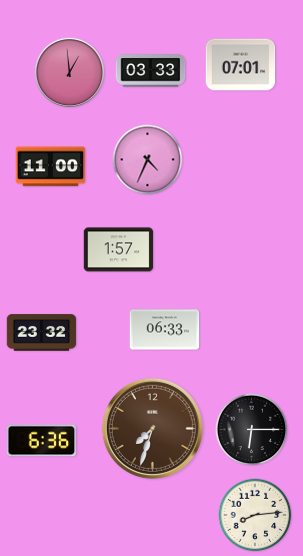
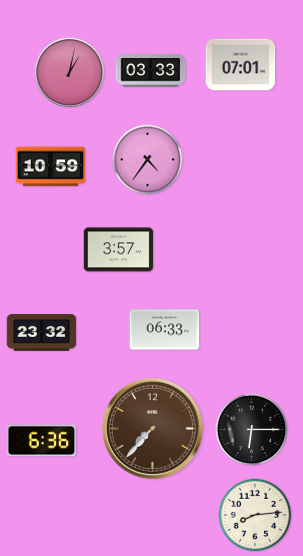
clock at (69, 72): 12:59 -> 1:02
clock at (148, 160): 4:34 -> 4:36
clock at (51, 167): 11:00 -> 10:59
clock at (119, 250): 1:57 -> 3:57
clock at (152, 428): 7:33 -> 7:37
